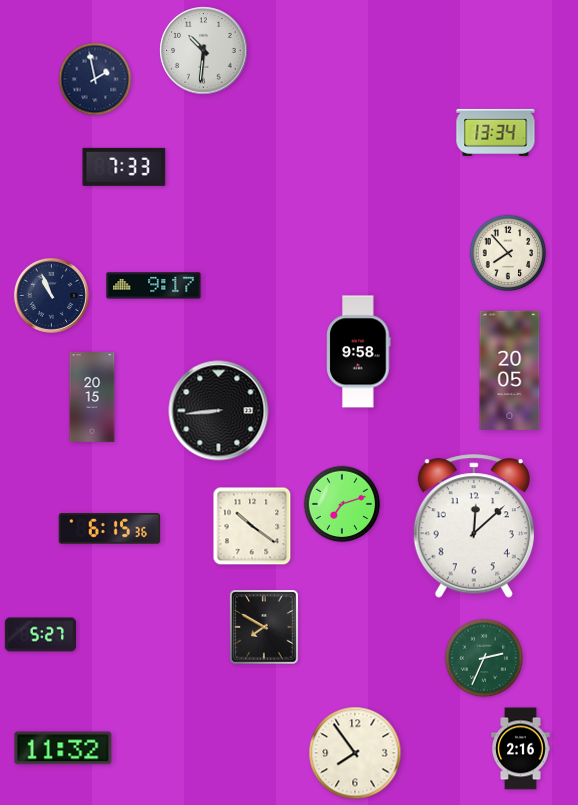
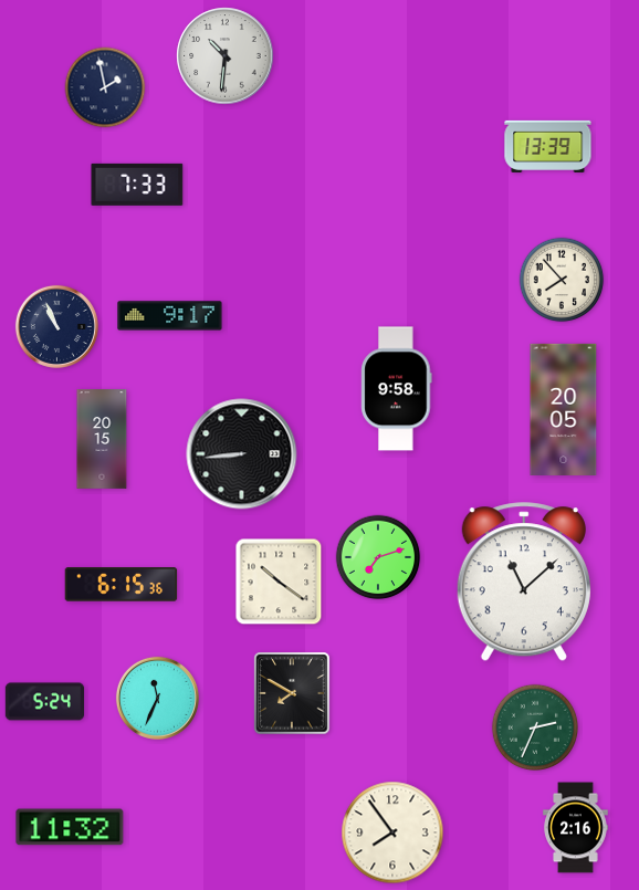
clock at (496, 132): 13:34 -> 13:39
clock at (474, 527): 12:08 -> 11:08
clock at (157, 698): none -> 11:34
clock at (40, 635): 5:27 -> 5:24
